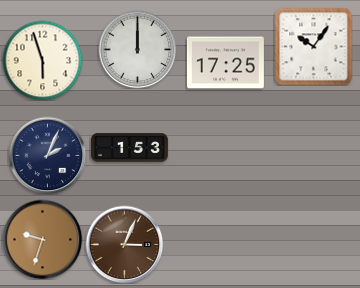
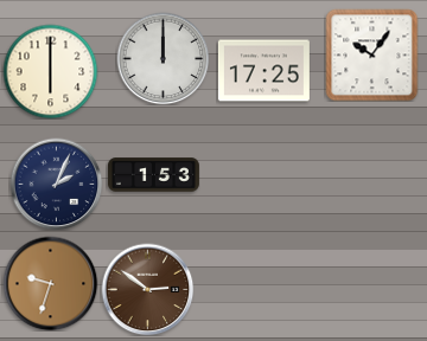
clock at (42, 60): 5:57 -> 6:00
clock at (225, 63) position: (225, 63) -> (263, 71)
clock at (124, 244): 3:04 -> 2:51
